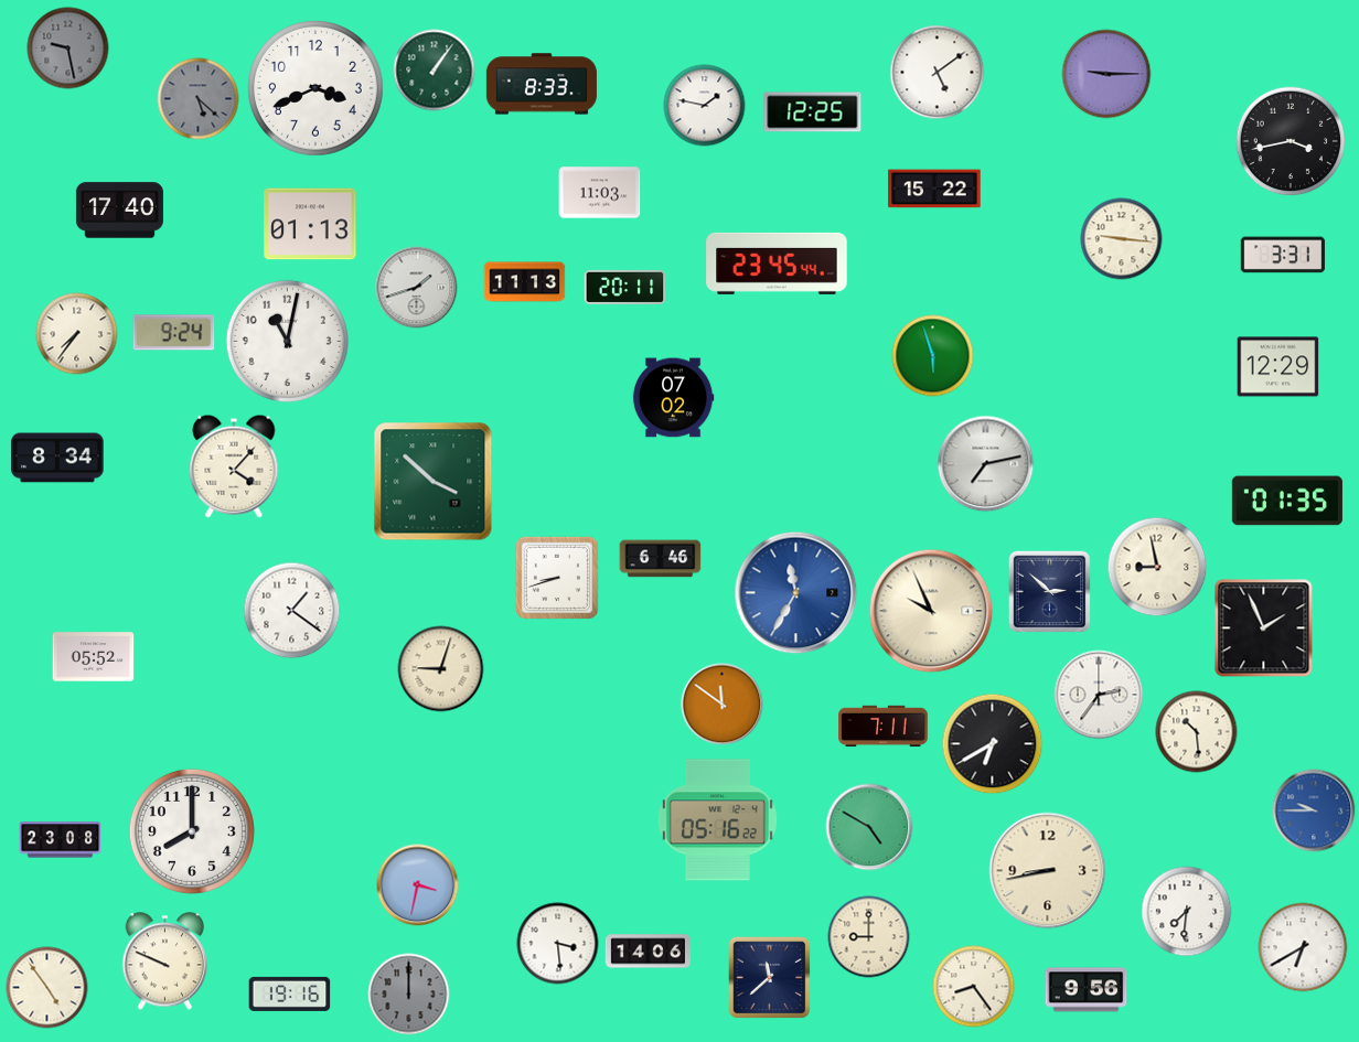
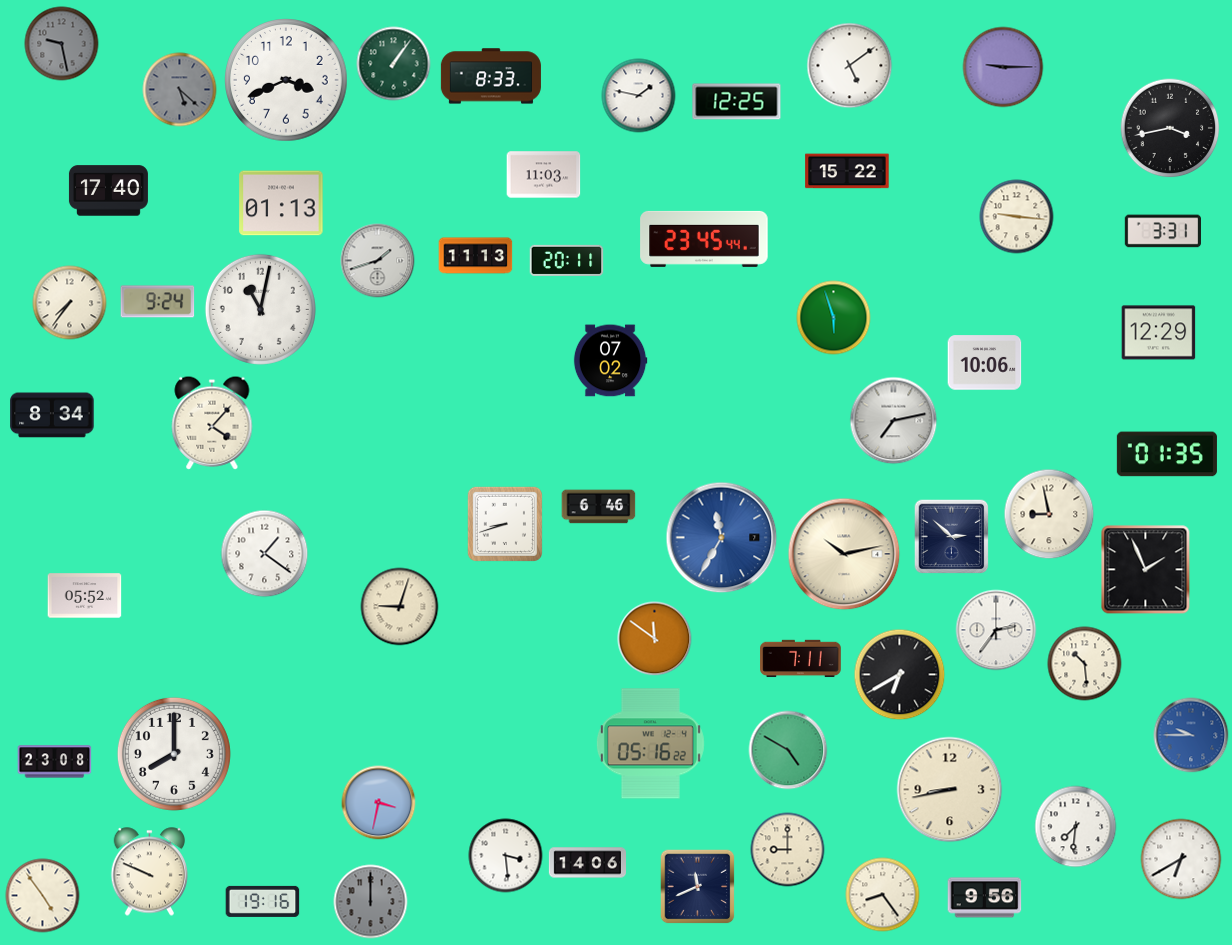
clock at (933, 356) position: (933, 356) -> (834, 318)
clock at (985, 363): none -> 10:06
clock at (434, 482): 3:52 -> none
clock at (931, 611): 9:56 -> 10:13
clock at (770, 978): 11:38 -> 11:41
